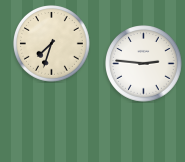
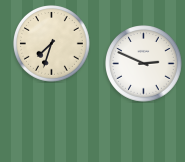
clock at (144, 64): 2:46 -> 2:49
